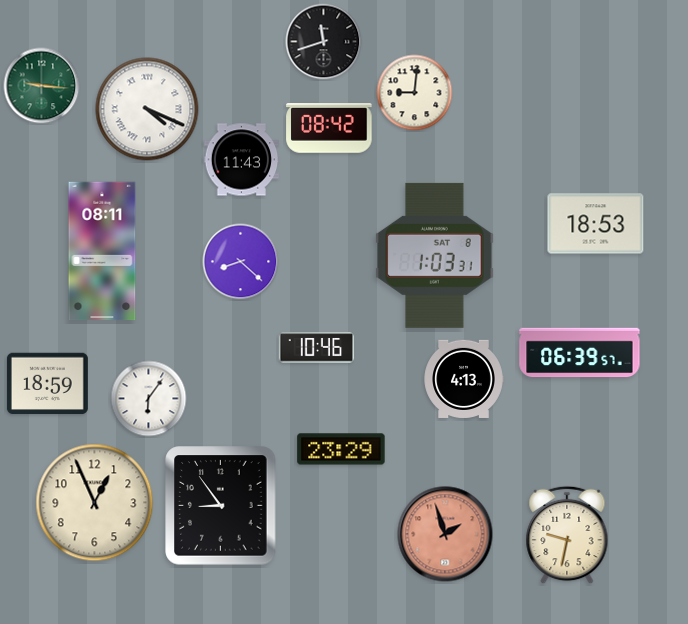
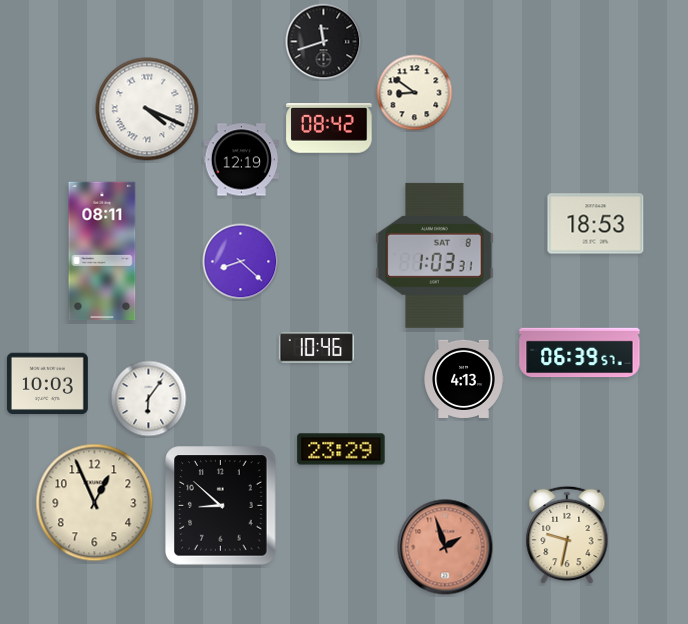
clock at (42, 86): 9:16 -> none
clock at (415, 93): 9:01 -> 8:51
clock at (242, 160): 11:43 -> 12:19
clock at (47, 384): 18:59 -> 10:03
clock at (221, 506): 8:54 -> 8:52
clock at (445, 534) position: (445, 534) -> (445, 547)
